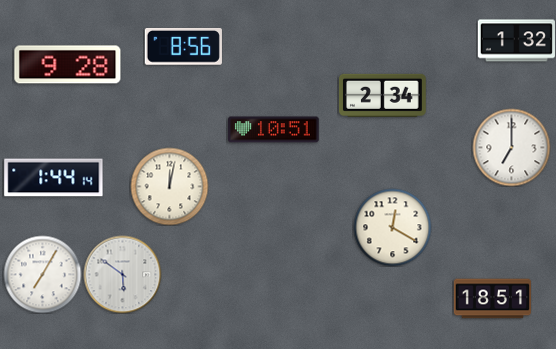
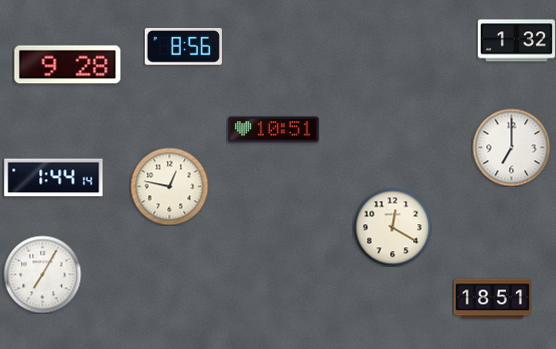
clock at (383, 95): 2:34 -> none
clock at (169, 186): 12:02 -> 12:47
clock at (122, 274): 5:51 -> none
